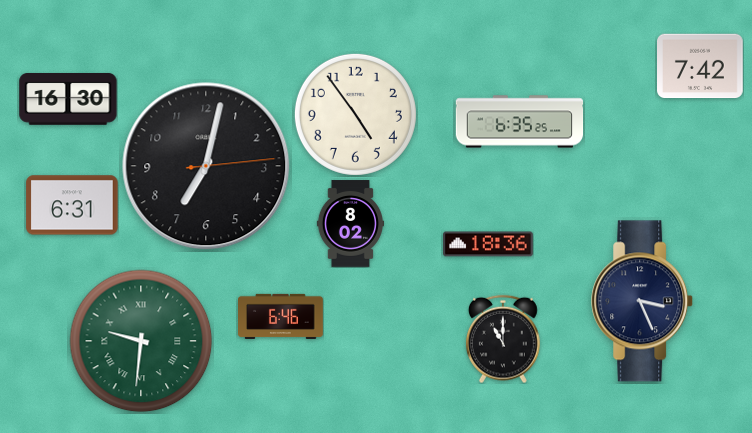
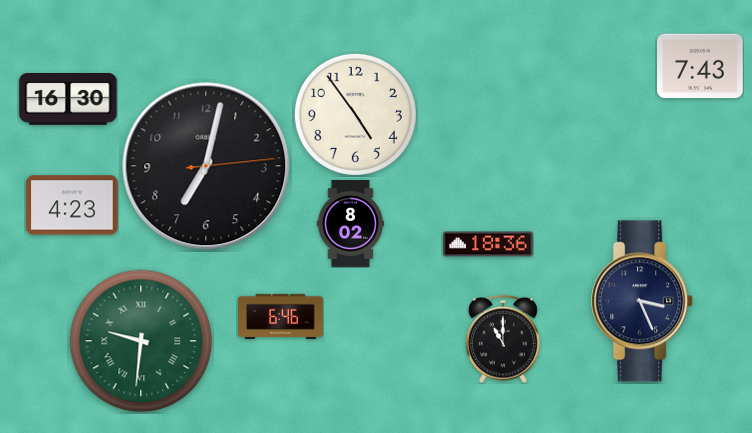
clock at (701, 66): 7:42 -> 7:43
clock at (520, 122): 6:35 -> none
clock at (72, 205): 6:31 -> 4:23
